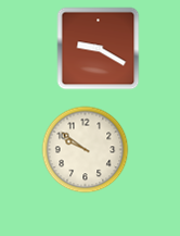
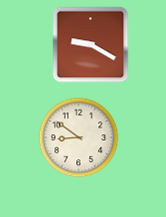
clock at (86, 150): 9:51 -> 8:51
